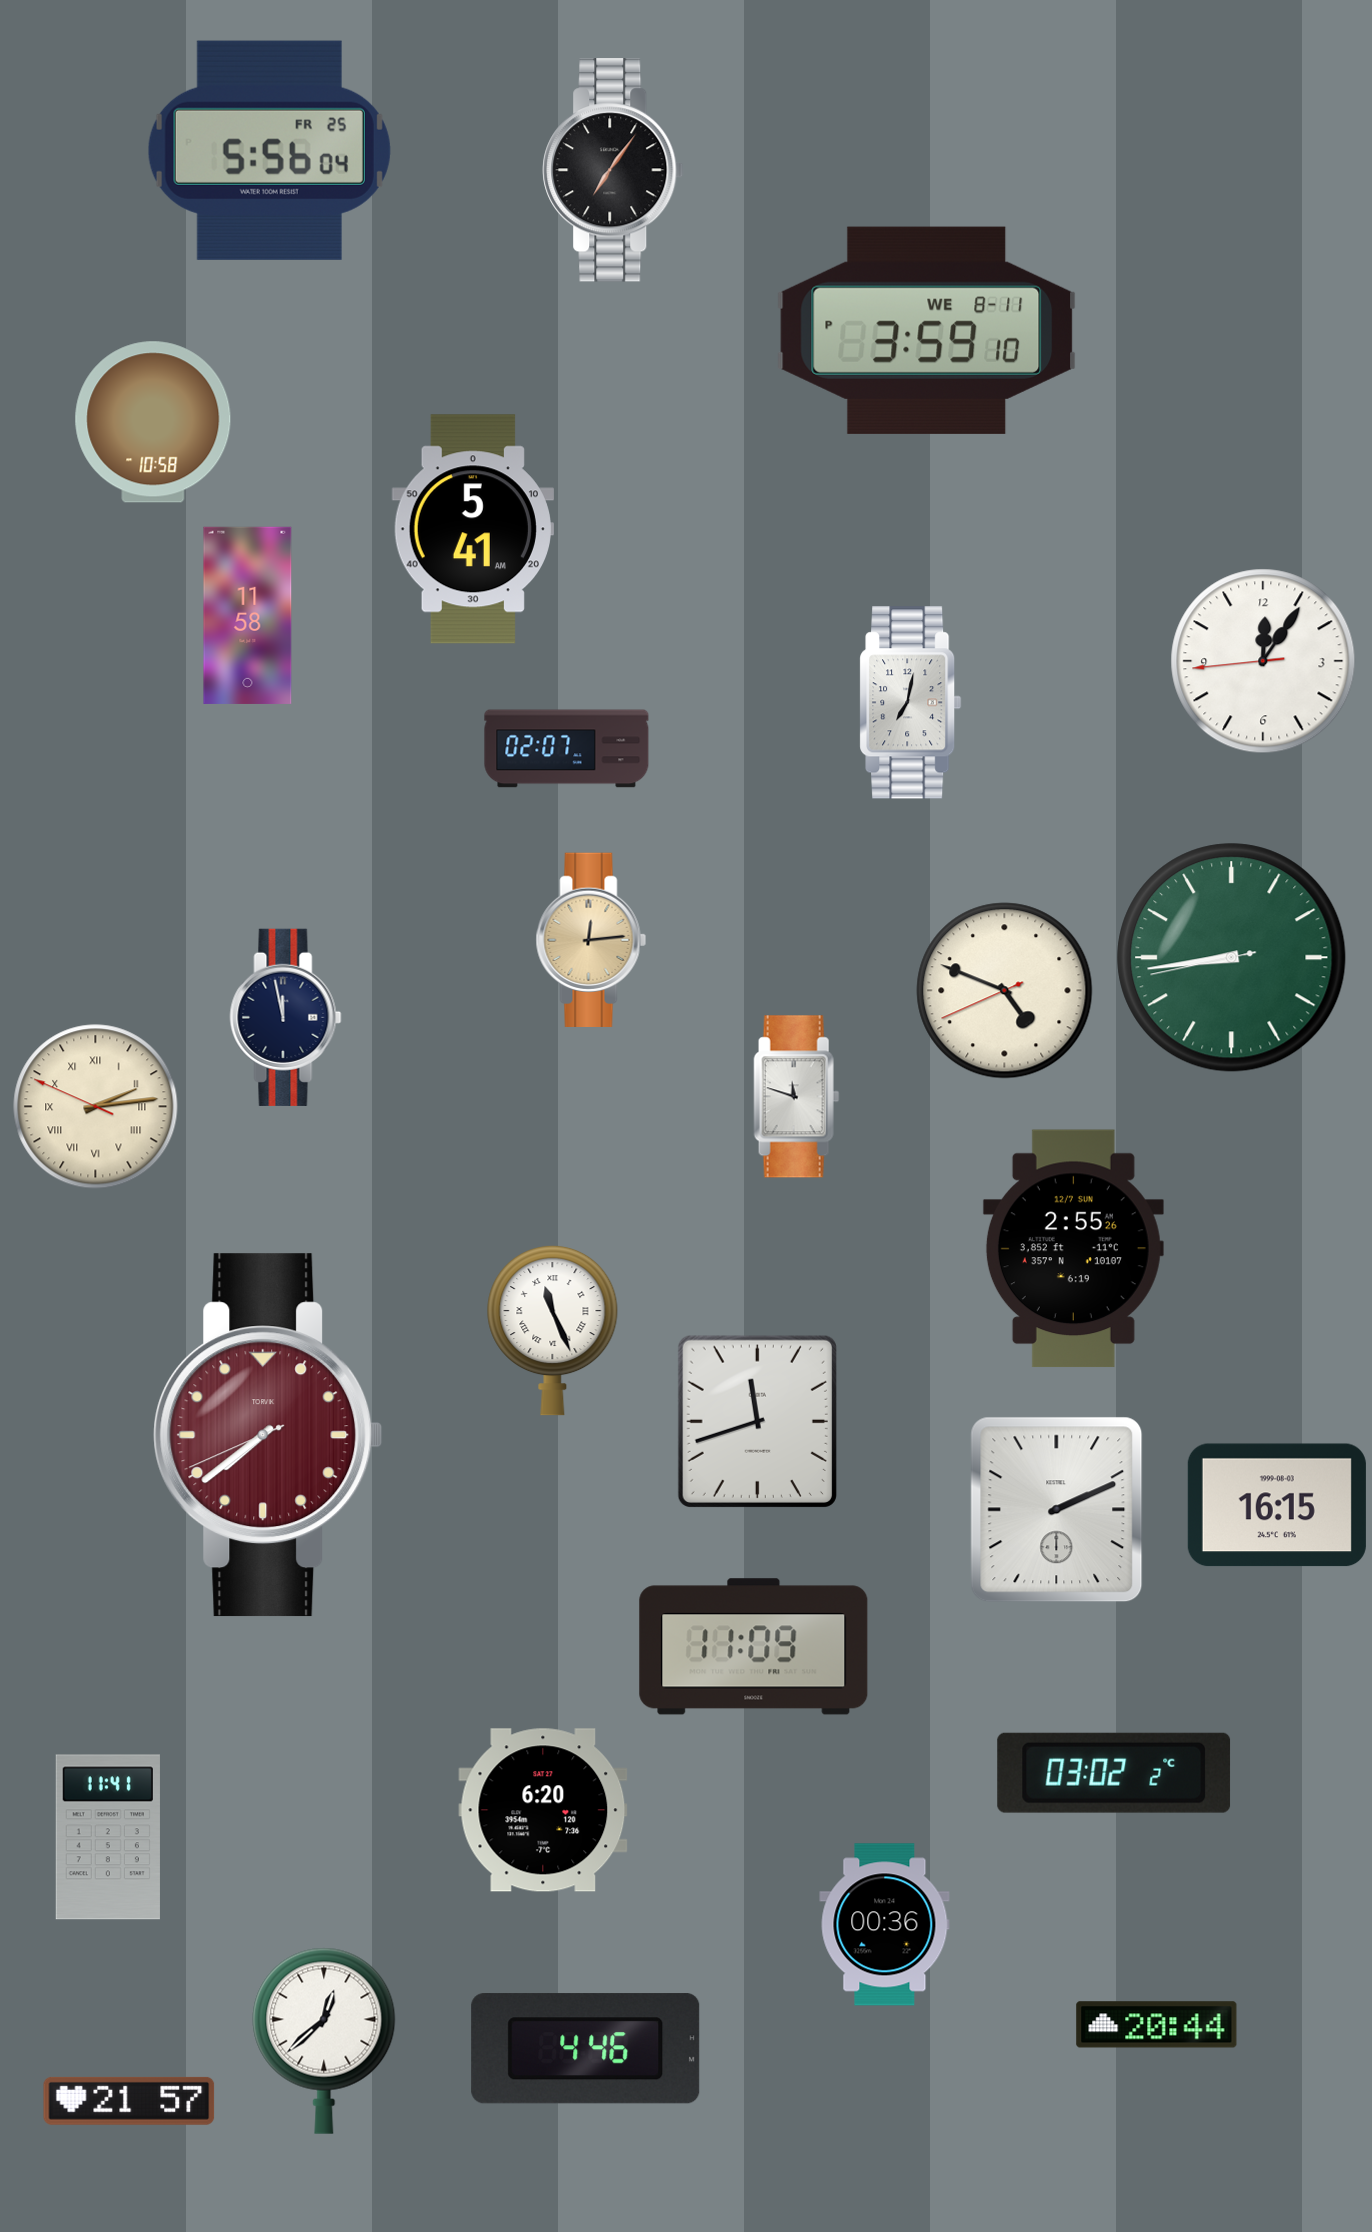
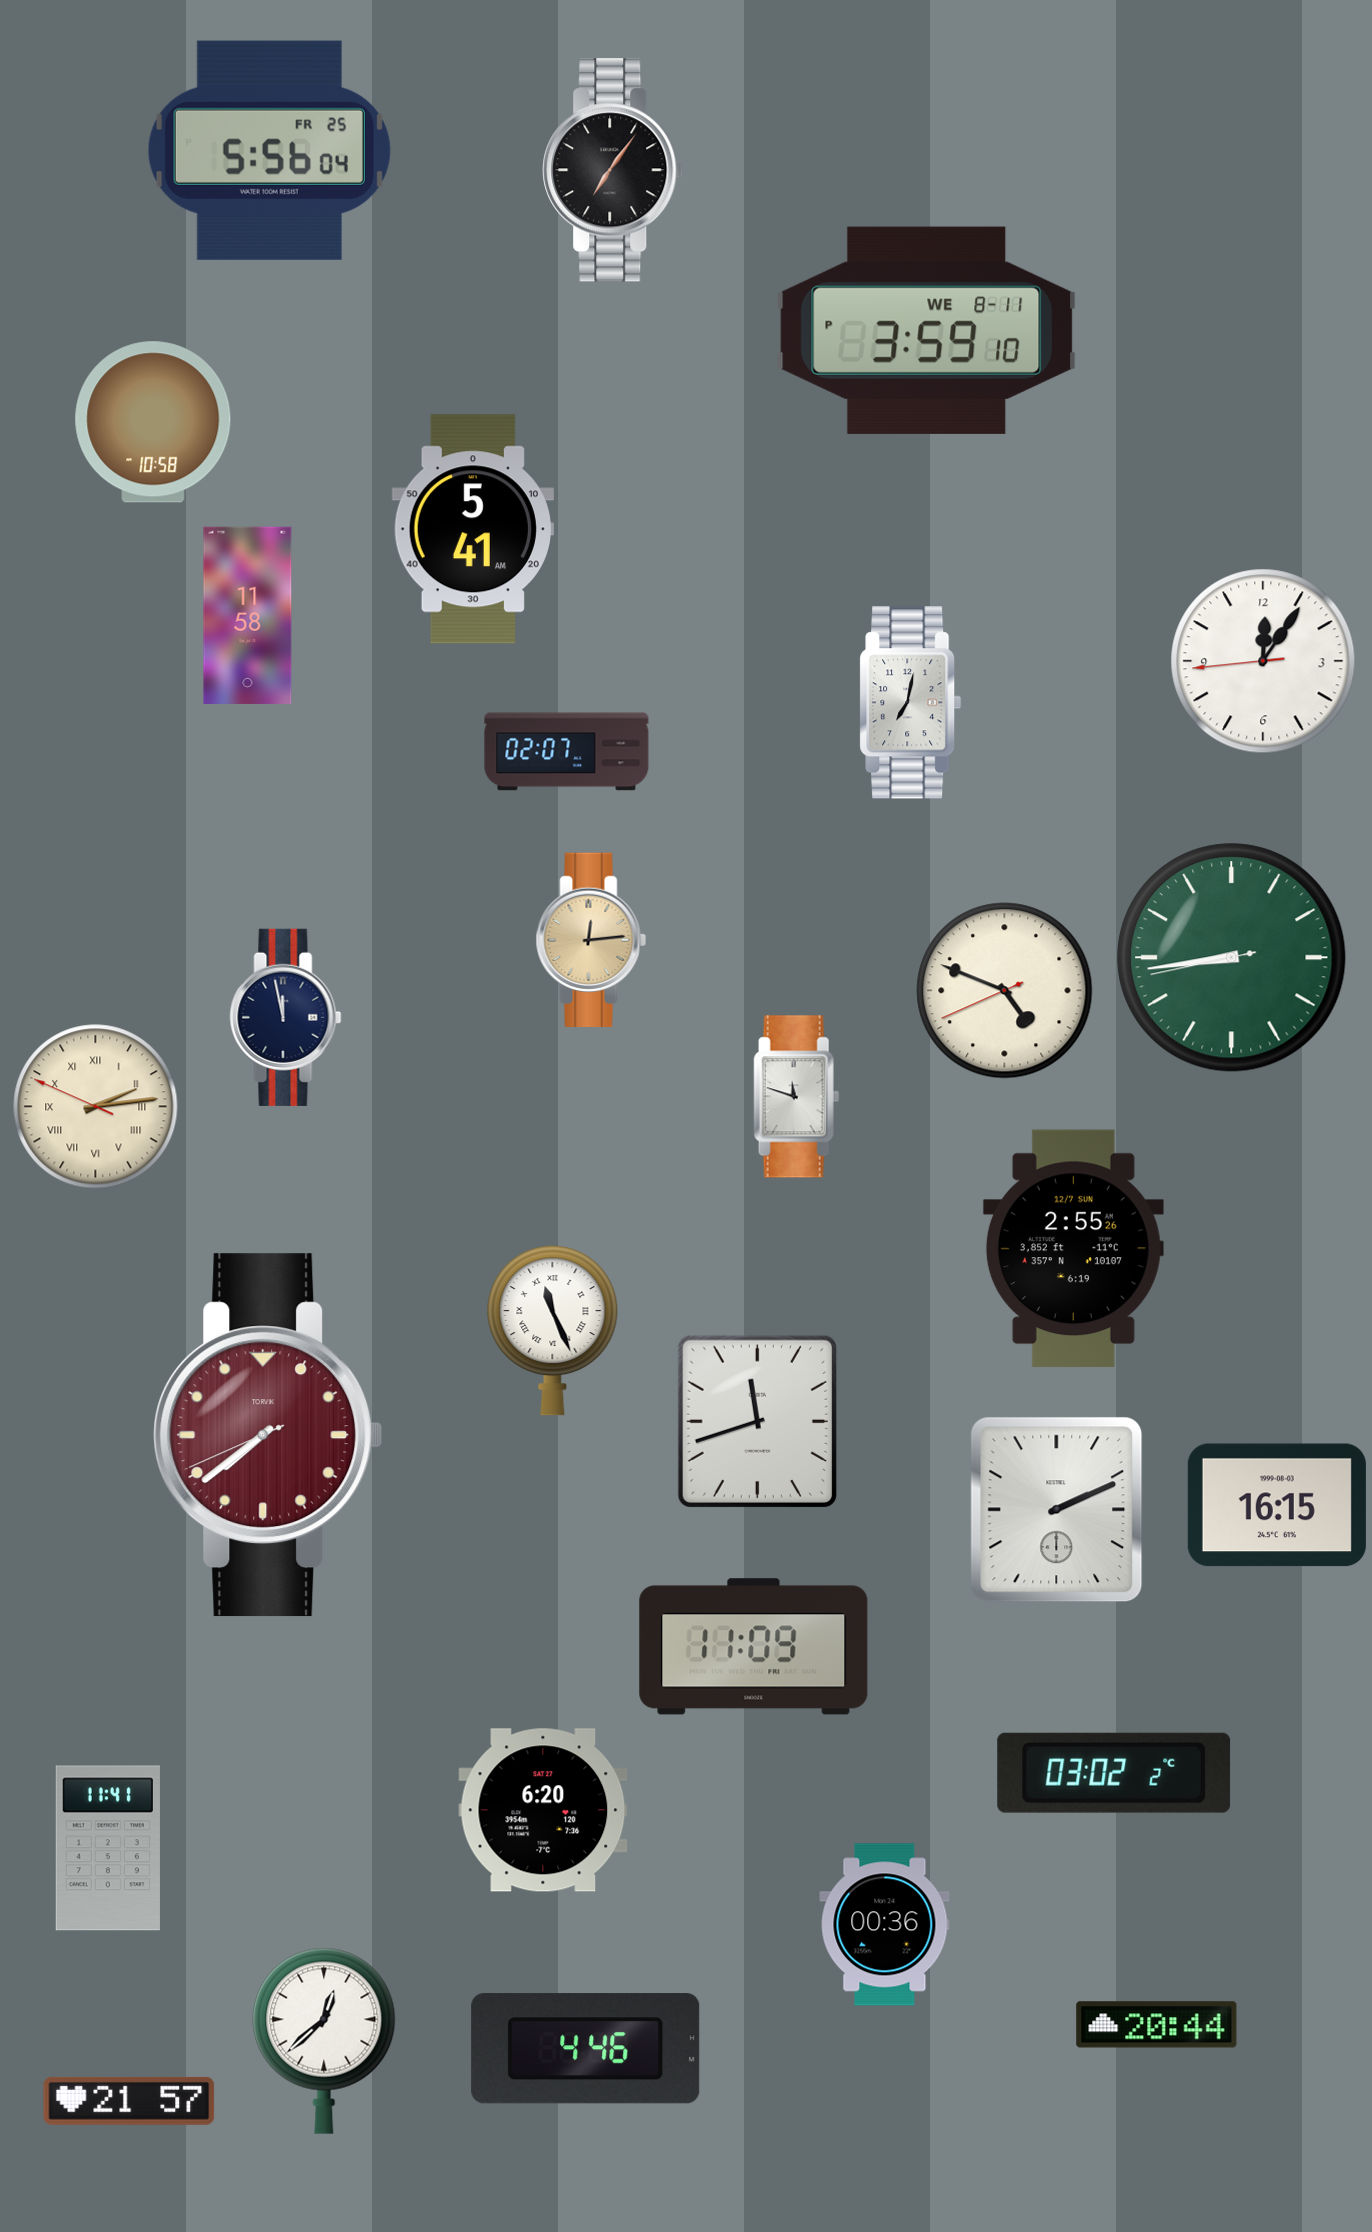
clock at (567, 749) position: (567, 749) -> (567, 752)
clock at (108, 1837) position: (108, 1837) -> (108, 1848)
